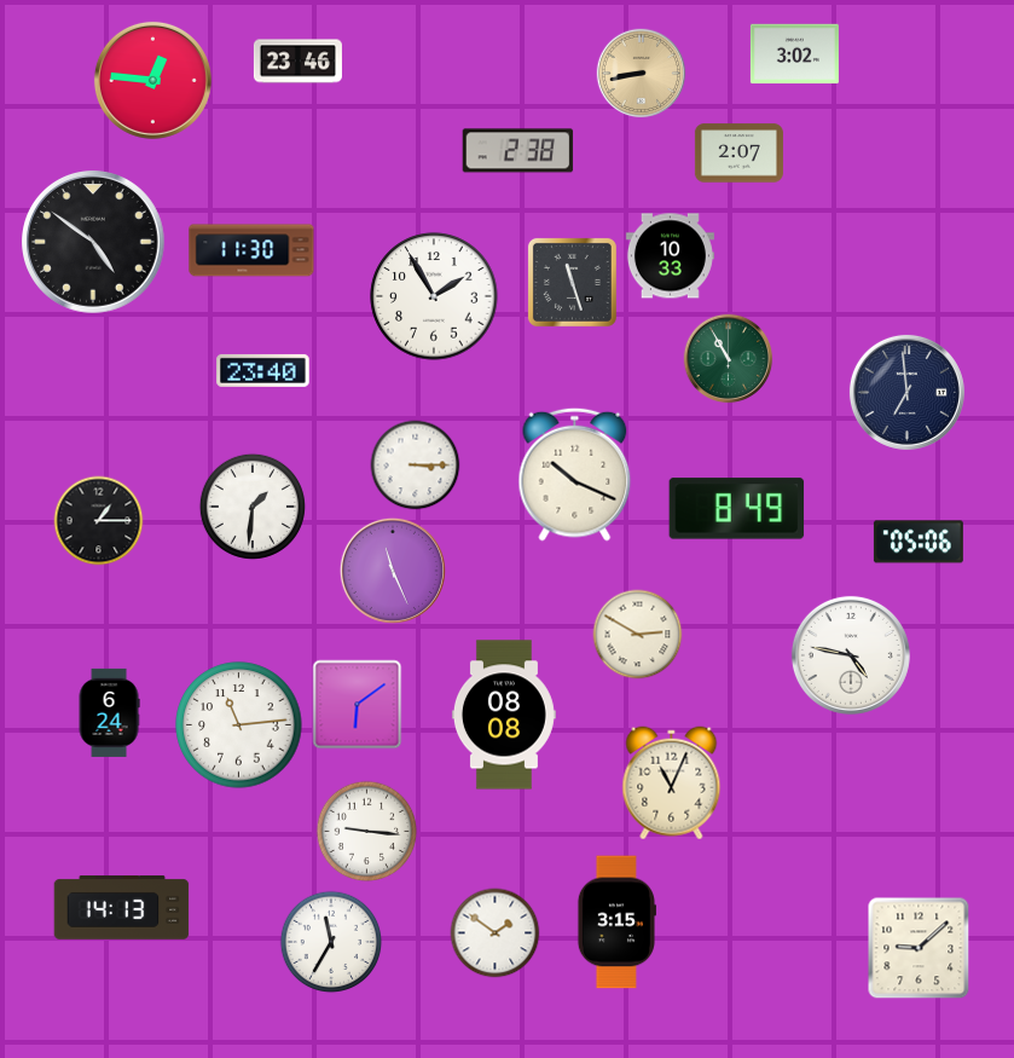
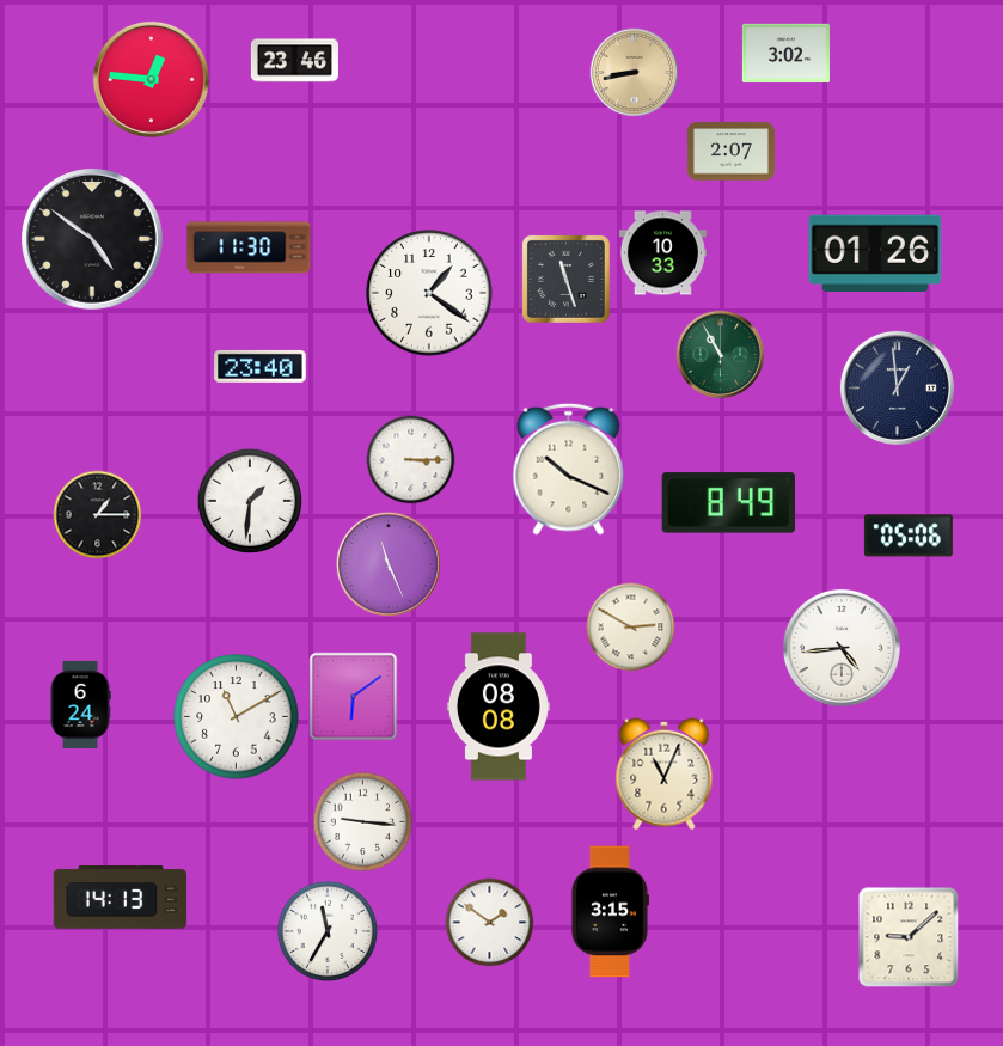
clock at (518, 151): 2:38 -> none
clock at (875, 253): none -> 01:26
clock at (434, 296): 1:55 -> 1:21
clock at (906, 392): 6:59 -> 12:59
clock at (851, 655): 4:47 -> 4:44
clock at (109, 712) position: (109, 712) -> (80, 704)
clock at (239, 725): 11:14 -> 11:10
